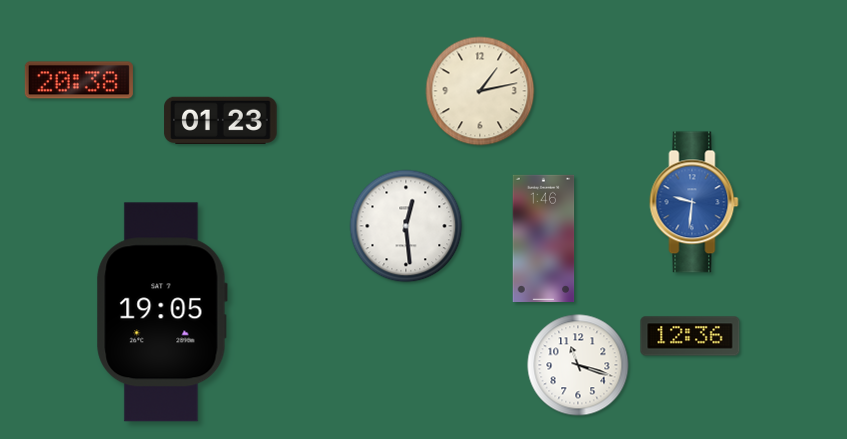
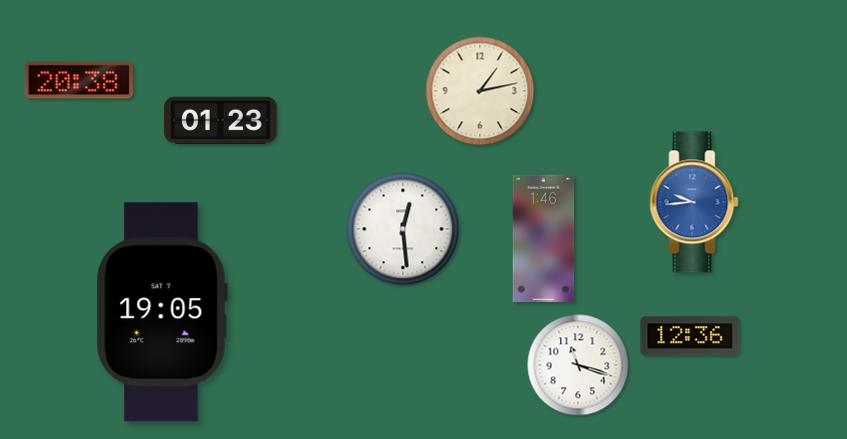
clock at (694, 202): 9:31 -> 9:44
clock at (406, 226) position: (406, 226) -> (403, 229)
